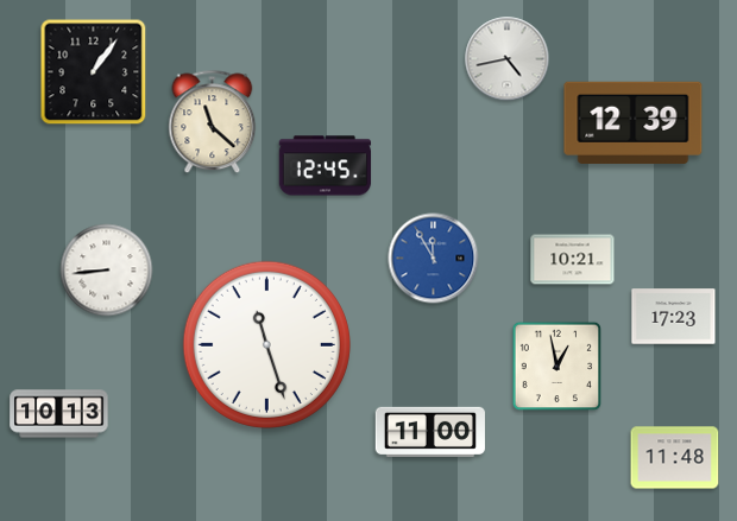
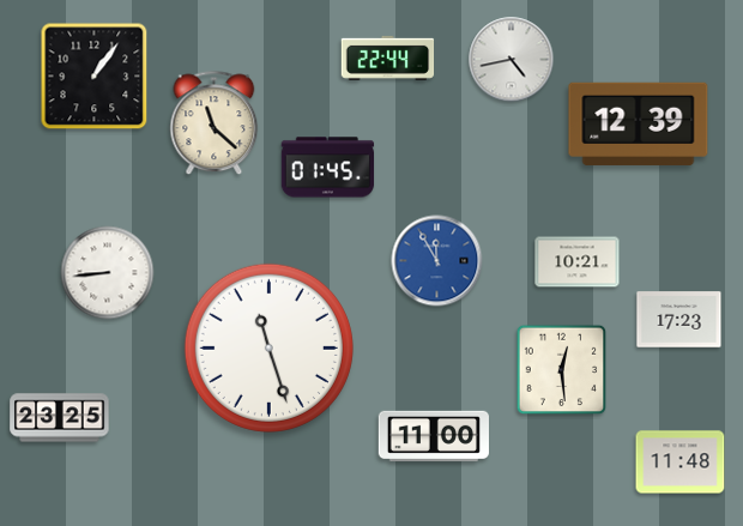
clock at (388, 58): none -> 22:44
clock at (94, 72) position: (94, 72) -> (95, 77)
clock at (326, 166): 12:45 -> 01:45
clock at (558, 367): 12:58 -> 12:29
clock at (59, 414): 10:13 -> 23:25
